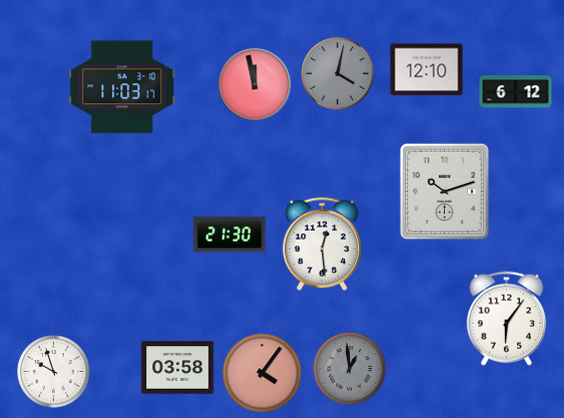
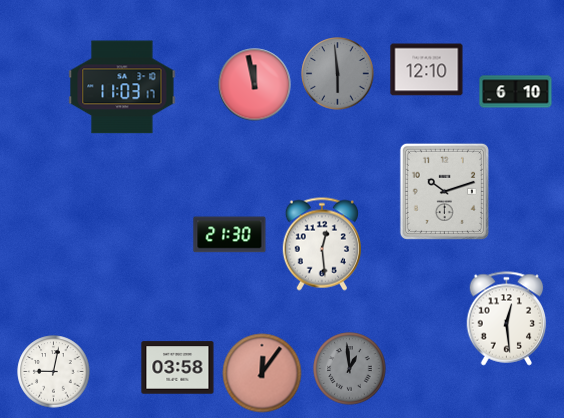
clock at (338, 74): 4:02 -> 5:59
clock at (516, 92): 6:12 -> 6:10
clock at (507, 319): 6:06 -> 12:29
clock at (54, 372): 9:57 -> 9:02
clock at (262, 373): 4:06 -> 12:06
